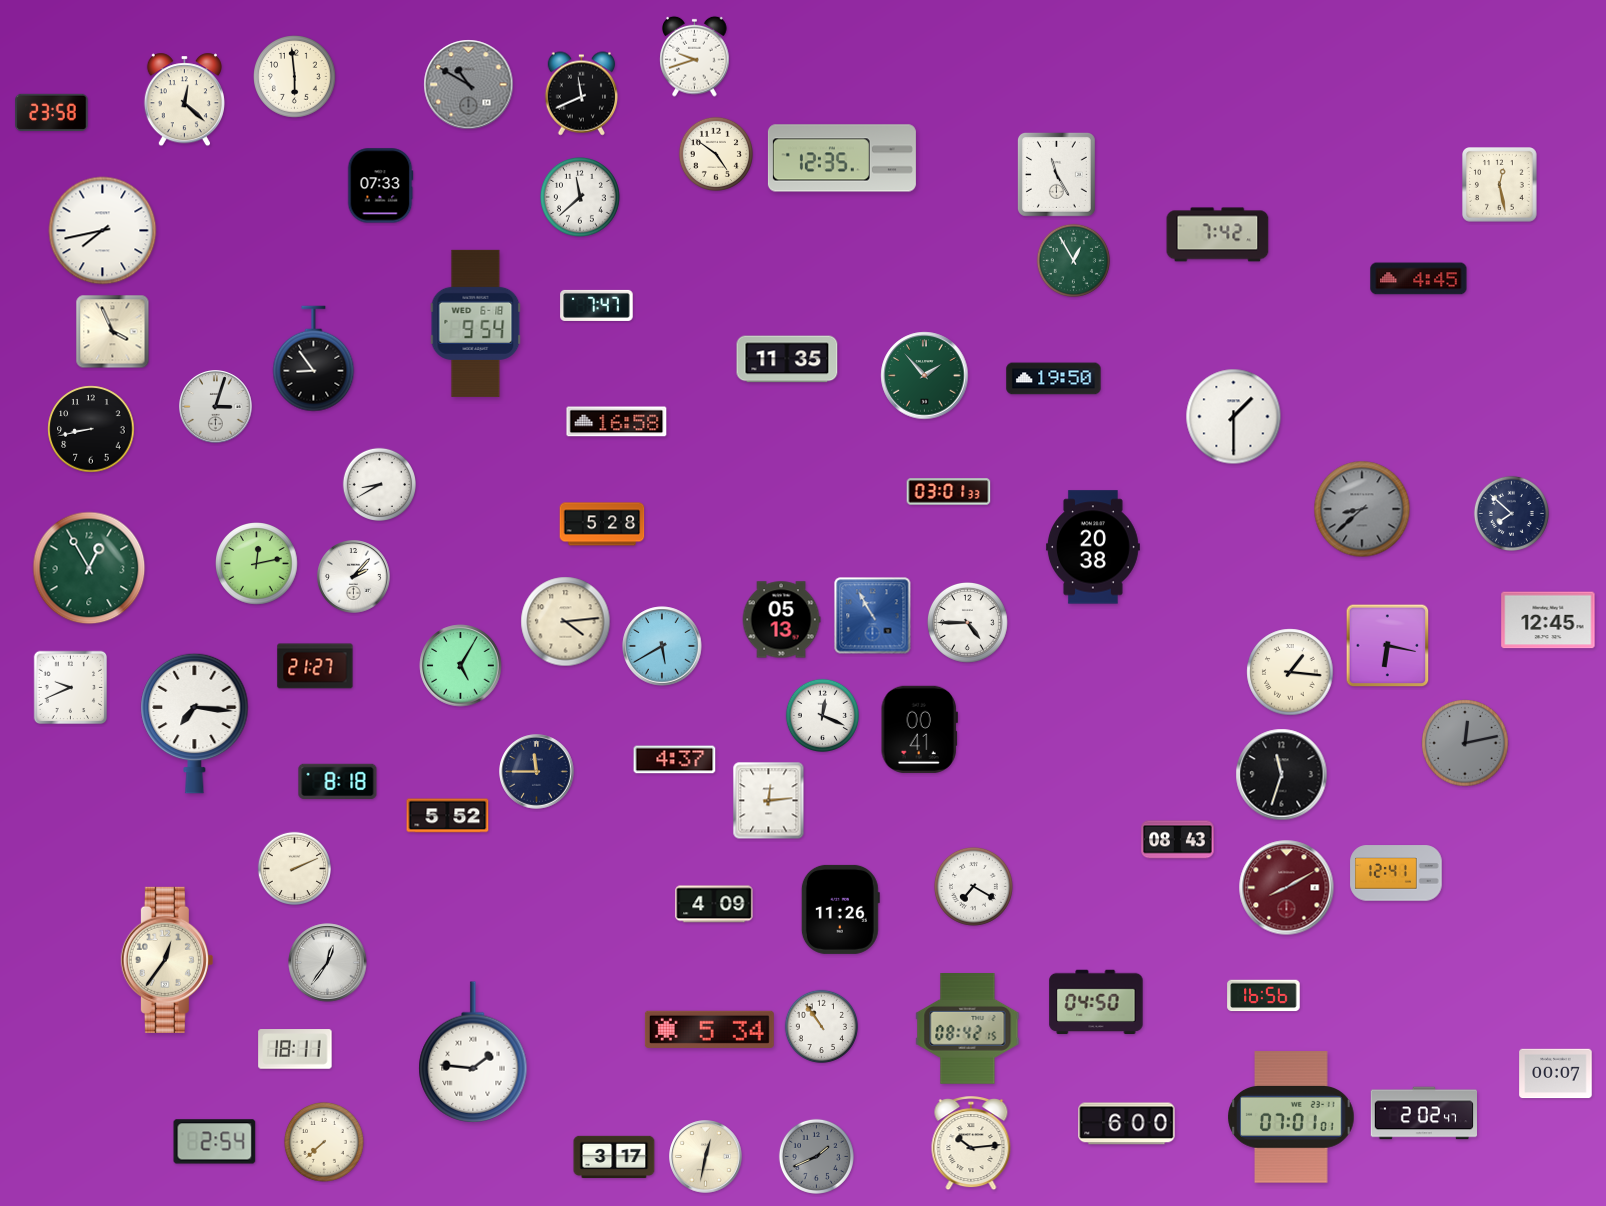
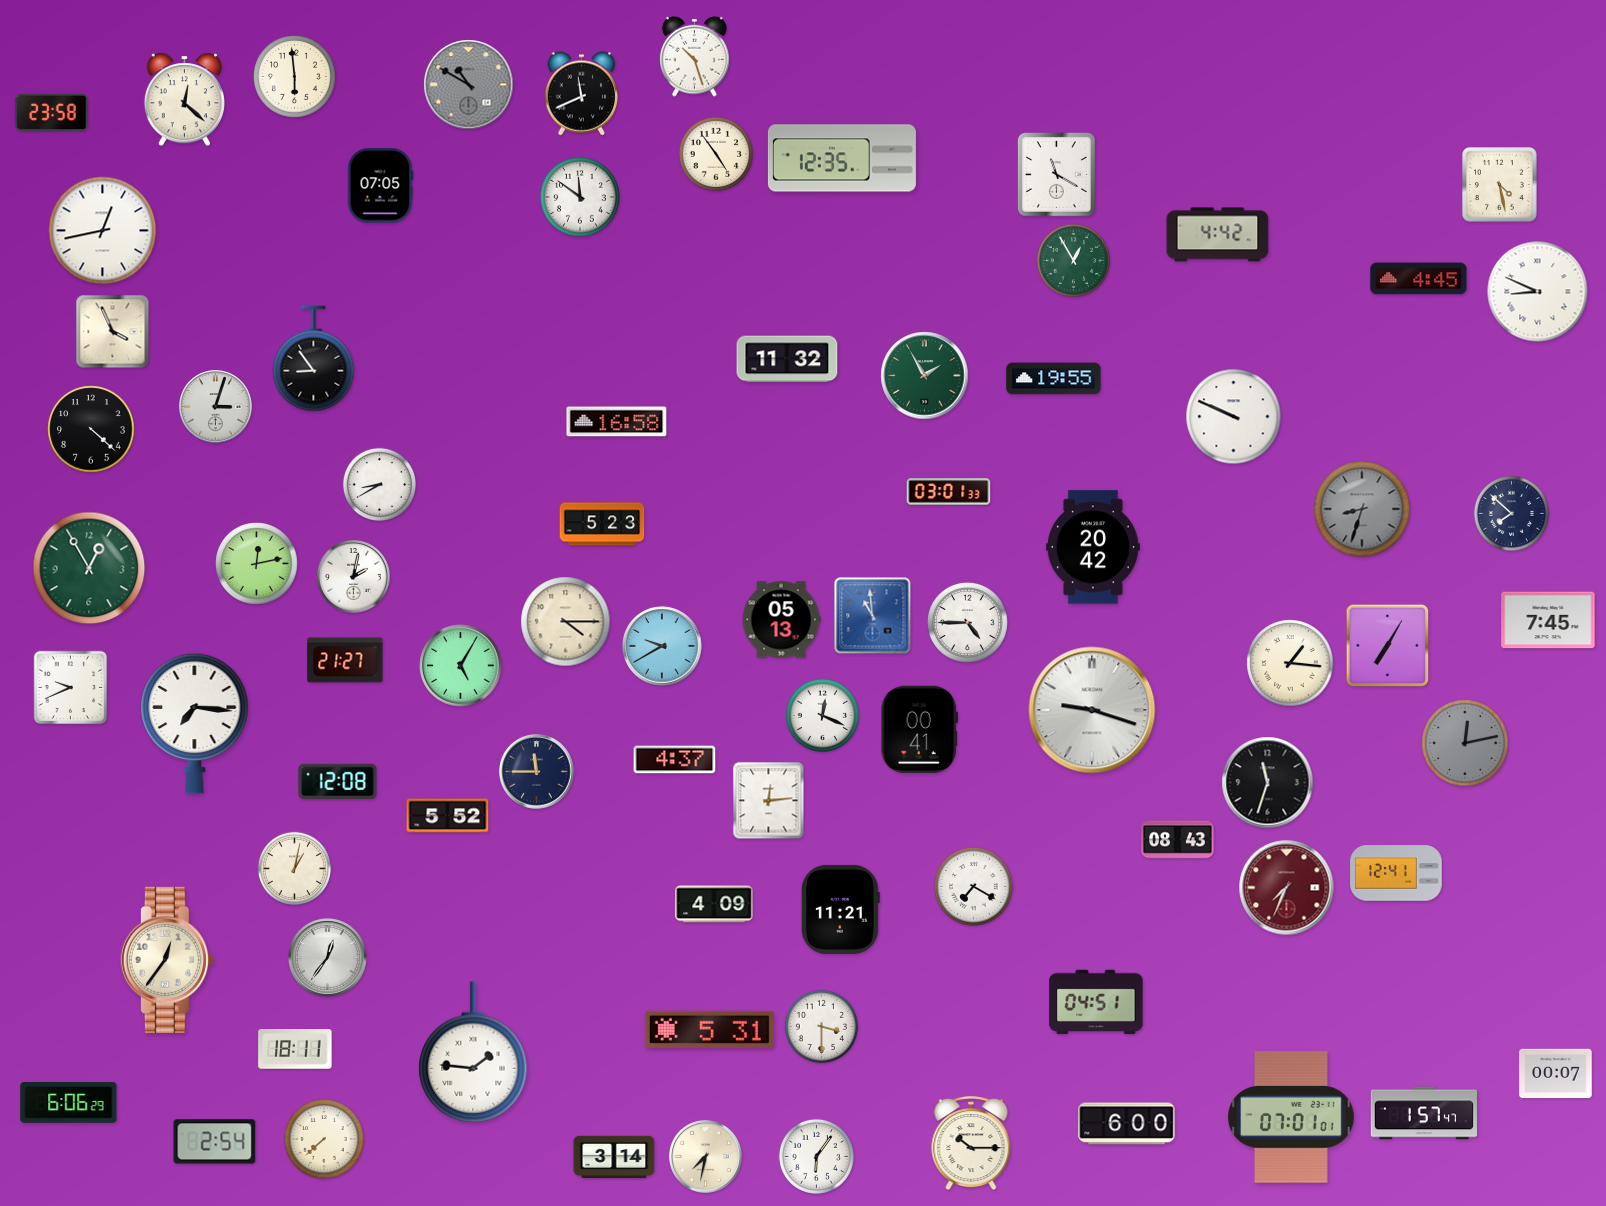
clock at (695, 56): 9:42 -> 10:27
clock at (716, 154): 4:51 -> 4:54
clock at (1056, 174): 11:25 -> 11:20
clock at (1500, 185): 12:28 -> 4:28
clock at (380, 186): 07:33 -> 07:05
clock at (580, 197): 11:38 -> 11:51
clock at (103, 231): 7:43 -> 12:43
clock at (1218, 235): 7:42 -> 4:42
clock at (1538, 292): none -> 8:49
clock at (597, 305): 7:47 -> none
clock at (476, 323): 9:54 -> none
clock at (787, 359): 11:35 -> 11:32
clock at (925, 376): 1:53 -> 1:55
clock at (1054, 379): 19:50 -> 19:55
clock at (1234, 417): 1:30 -> 9:49
clock at (91, 429): 8:43 -> 4:22
clock at (1362, 509): 8:38 -> 8:33
clock at (602, 524): 5:28 -> 5:23
clock at (1093, 547): 20:38 -> 20:42
clock at (354, 577): 2:07 -> 2:02
clock at (873, 616): 10:55 -> 10:59
clock at (1548, 620): 12:45 -> 7:45
clock at (566, 622): 4:14 -> 4:15
clock at (662, 646): 5:40 -> 9:40
clock at (1388, 646): 6:17 -> 7:05
clock at (315, 666) position: (315, 666) -> (345, 660)
clock at (1290, 672) position: (1290, 672) -> (1290, 663)
clock at (1092, 710): none -> 9:18
clock at (1282, 775) position: (1282, 775) -> (1268, 783)
clock at (338, 782): 8:18 -> 12:08
clock at (294, 868): 2:11 -> 1:02
clock at (1287, 888): 8:10 -> 7:34
clock at (840, 909): 11:26 -> 11:21
clock at (328, 963) position: (328, 963) -> (328, 958)
clock at (1264, 996): 16:56 -> none
clock at (1096, 1002): 04:50 -> 04:51
clock at (821, 1026): 10:54 -> 3:30
clock at (709, 1029): 5:34 -> 5:31
clock at (968, 1029): 08:42 -> none
clock at (69, 1103): none -> 6:06
clock at (1423, 1113): 2:02 -> 1:57
clock at (324, 1142) position: (324, 1142) -> (324, 1139)
clock at (971, 1144): 10:14 -> 10:15
clock at (816, 1156): 1:41 -> 6:06
clock at (816, 1156) dial: grey -> white
clock at (614, 1157): 3:17 -> 3:14
clock at (706, 1157): 12:32 -> 7:32
